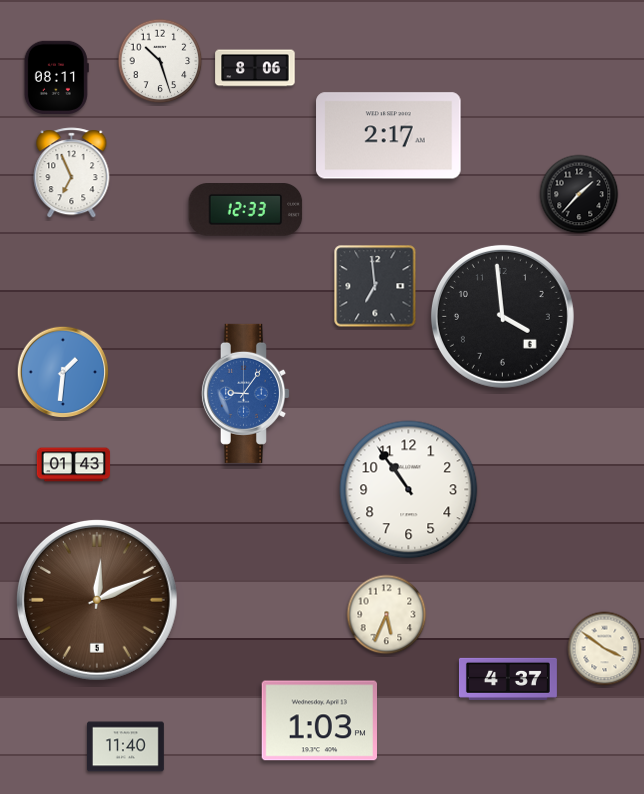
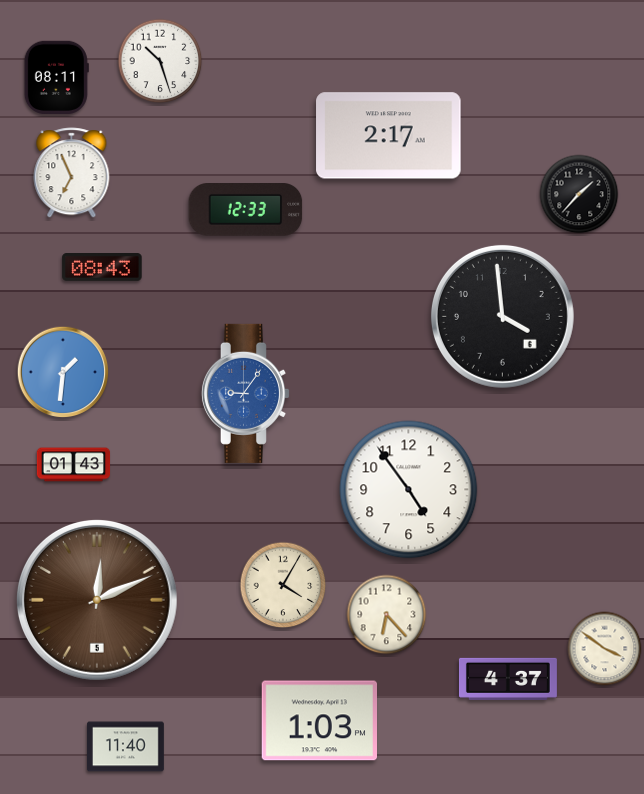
clock at (255, 68): 8:06 -> none
clock at (102, 268): none -> 08:43
clock at (375, 286): 6:59 -> none
clock at (409, 490): 10:54 -> 4:54
clock at (283, 585): none -> 4:05
clock at (387, 615): 5:34 -> 6:23
